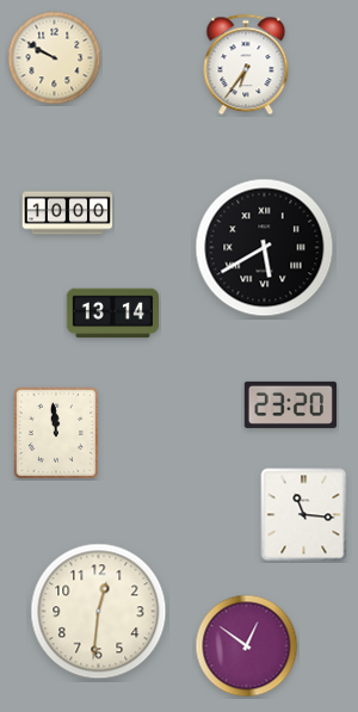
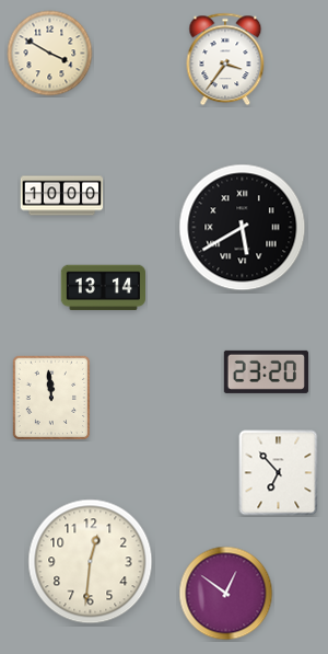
clock at (55, 58): 9:50 -> 3:50
clock at (246, 64): 6:36 -> 3:36
clock at (304, 515): 11:16 -> 6:53
